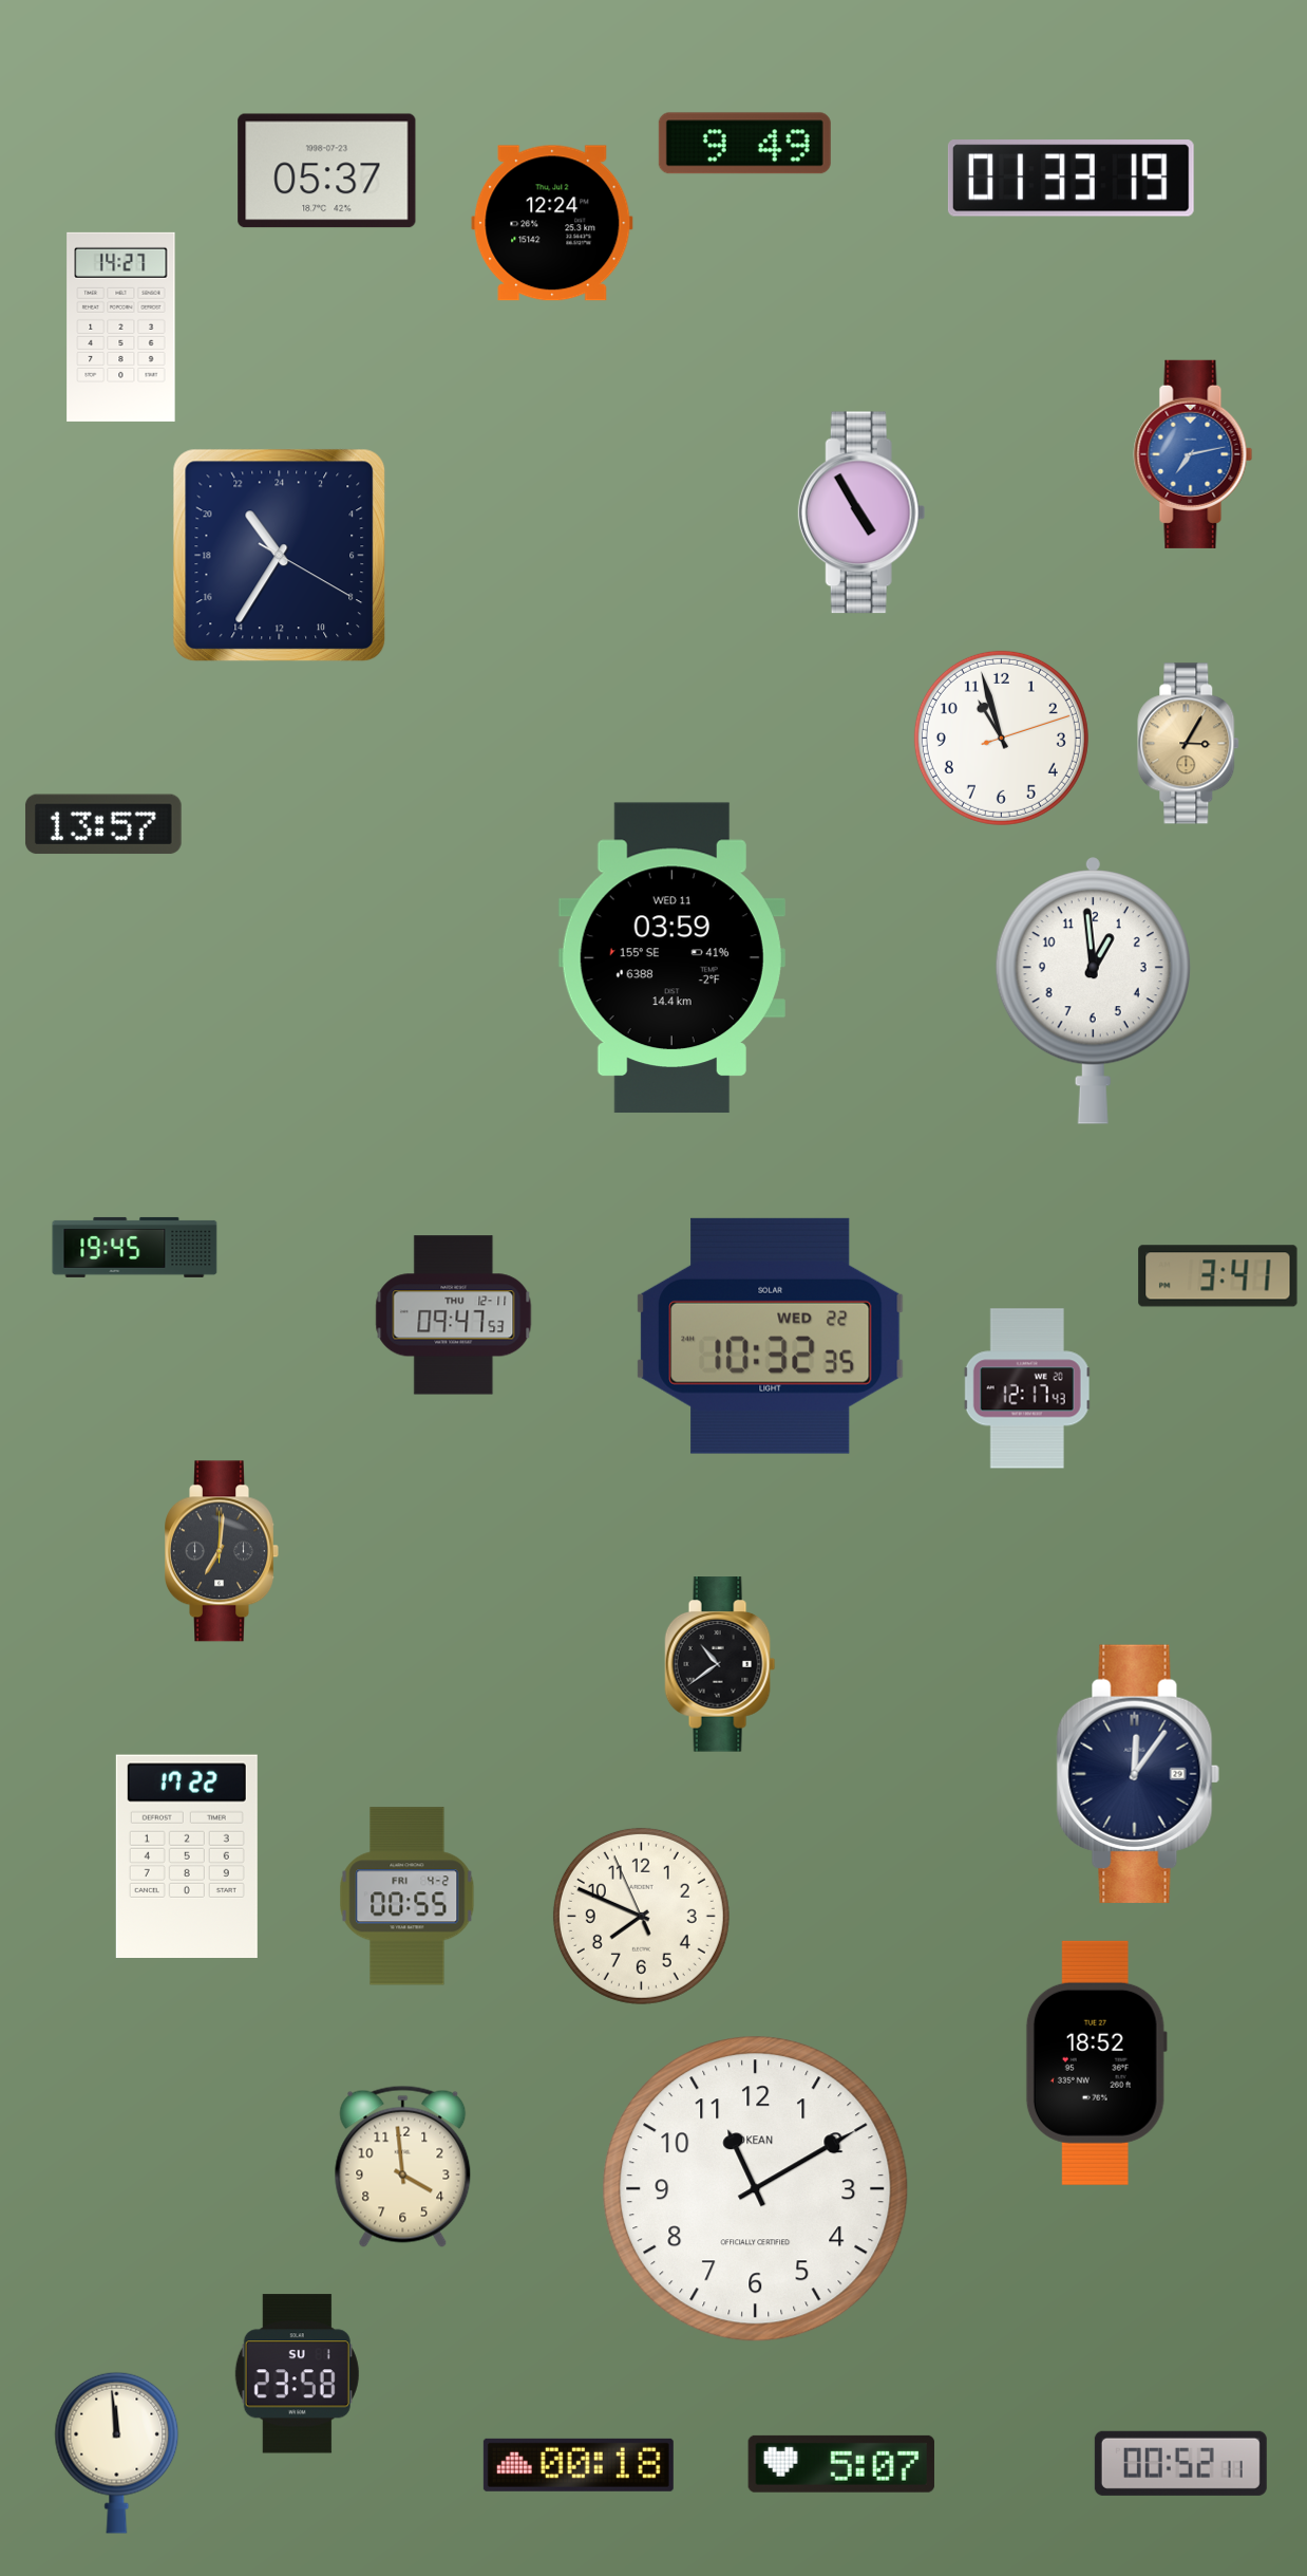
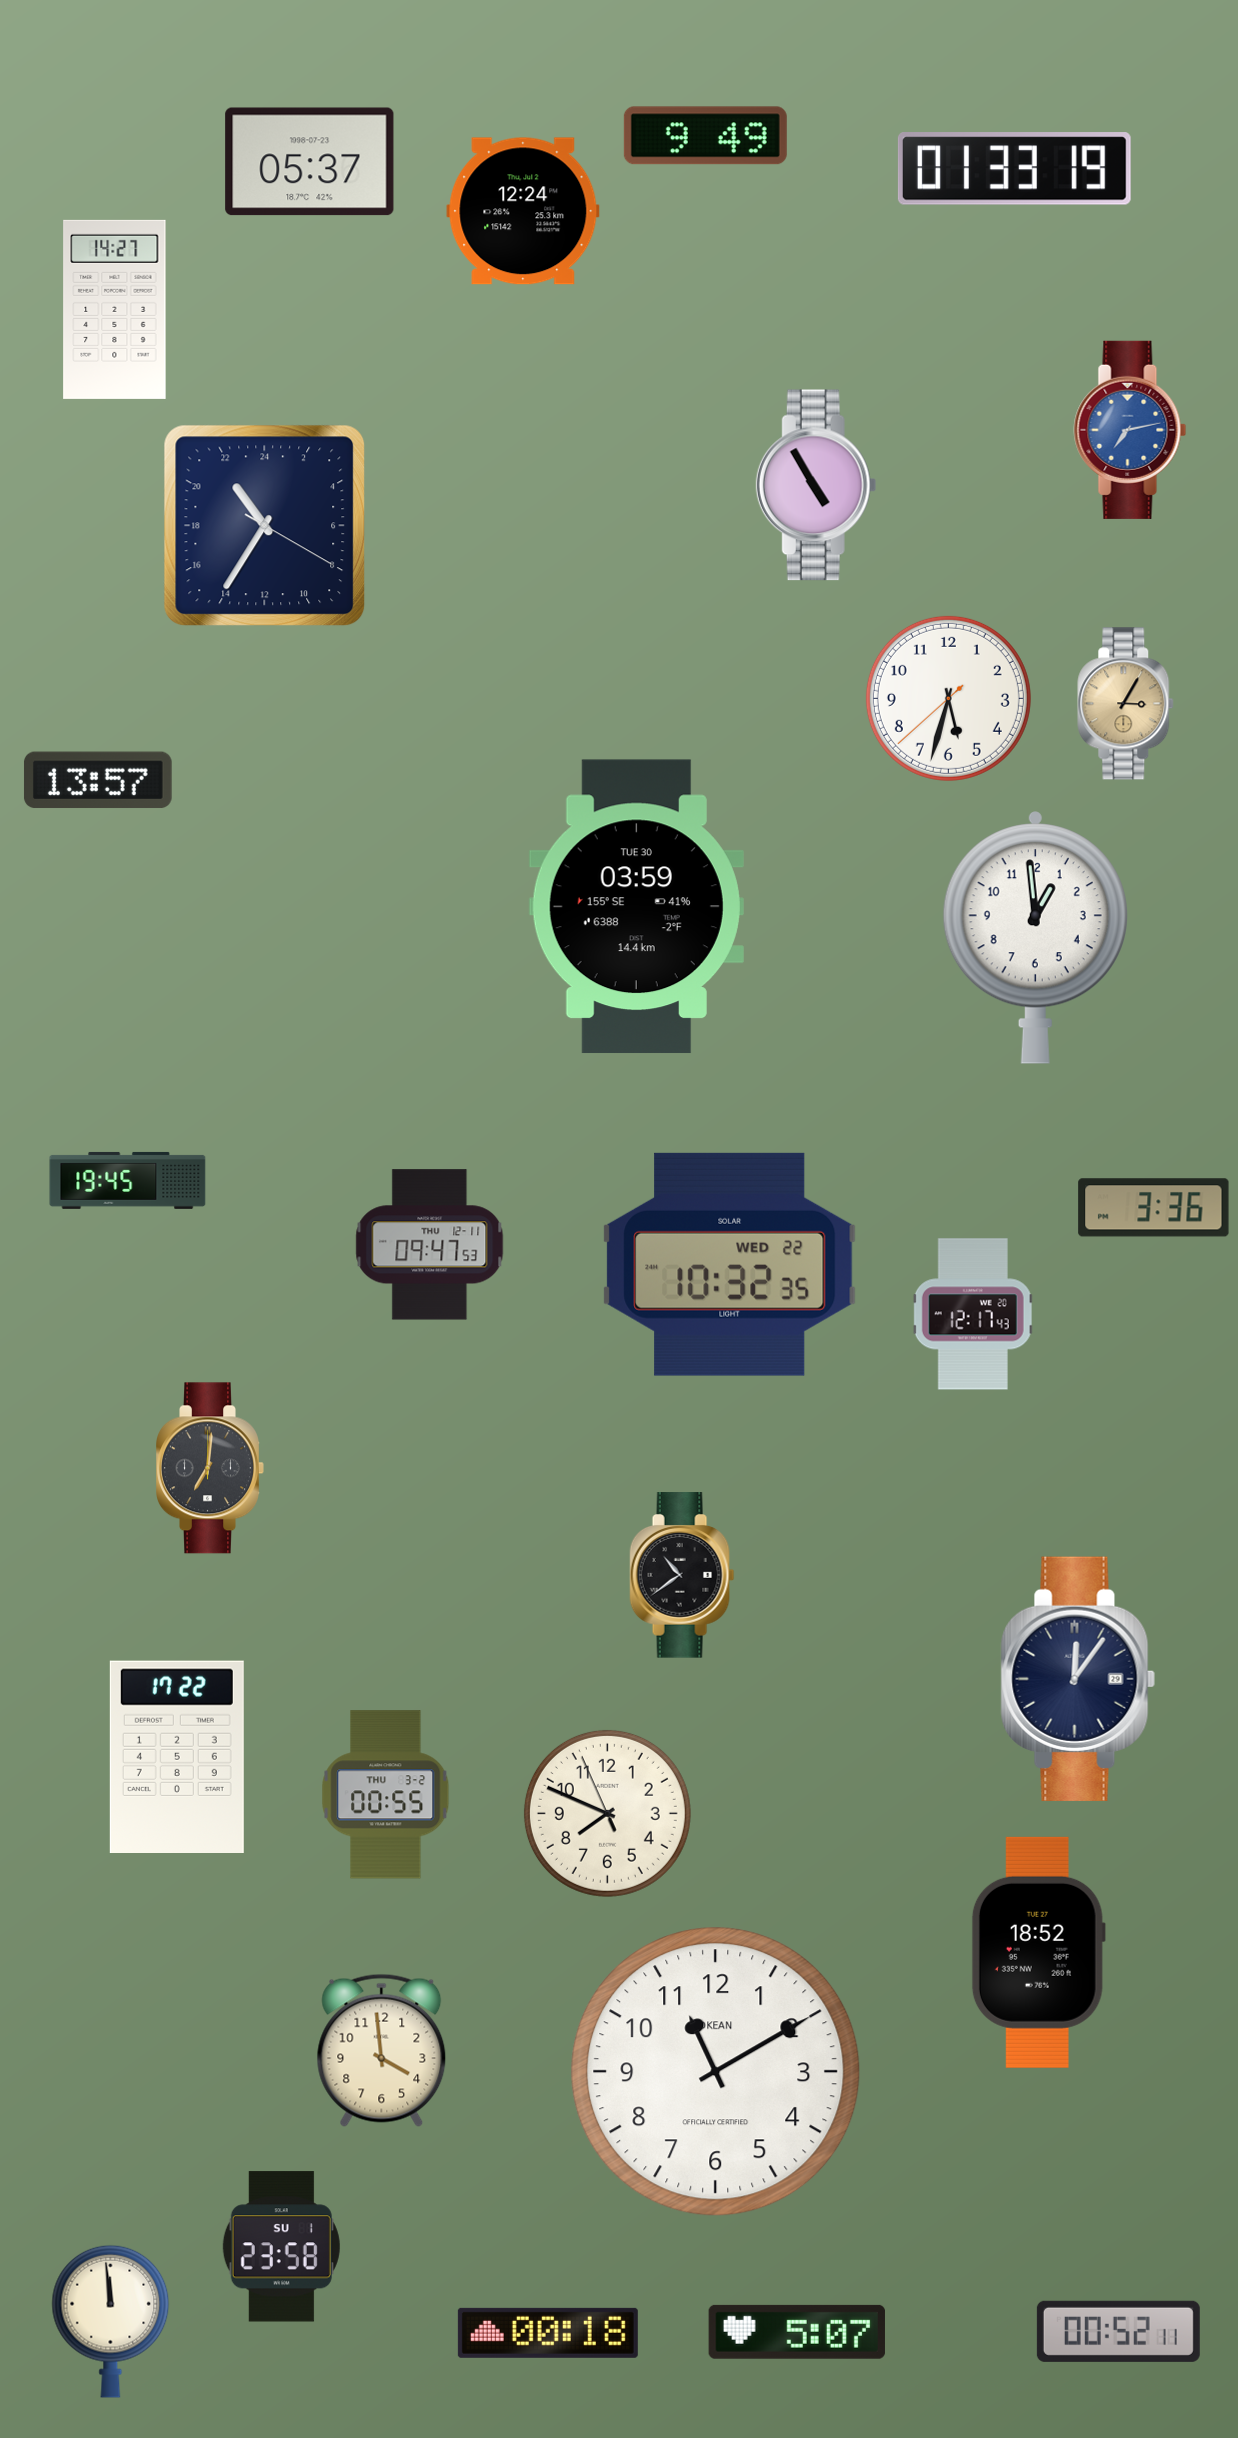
clock at (1001, 738): 10:57 -> 5:32
clock at (671, 958) date: WED 11 -> TUE 30
clock at (1218, 1276): 3:41 -> 3:36
clock at (408, 1897) date: FRI 4-2 -> THU 3-2
